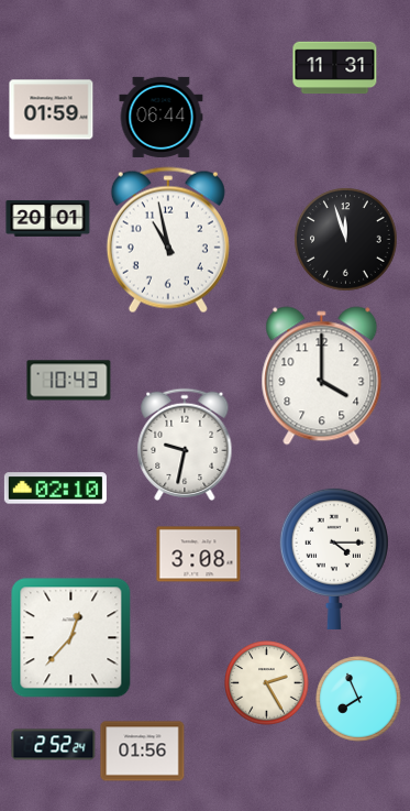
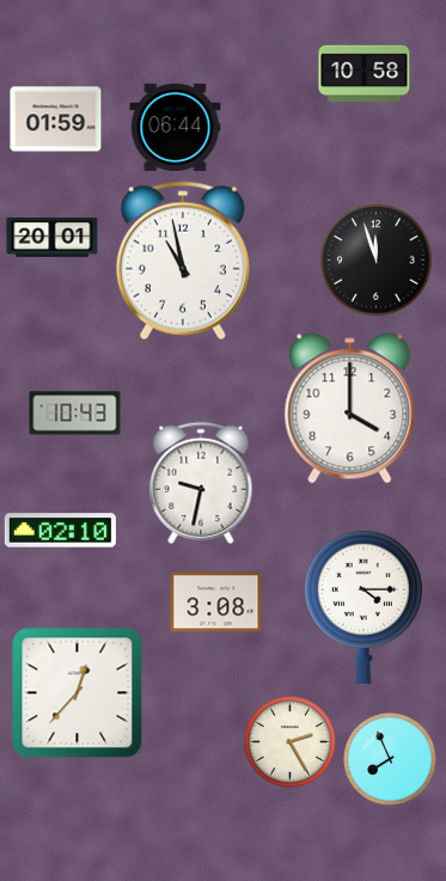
clock at (335, 68): 11:31 -> 10:58
clock at (54, 745): 2:52 -> none
clock at (143, 752): 01:56 -> none
